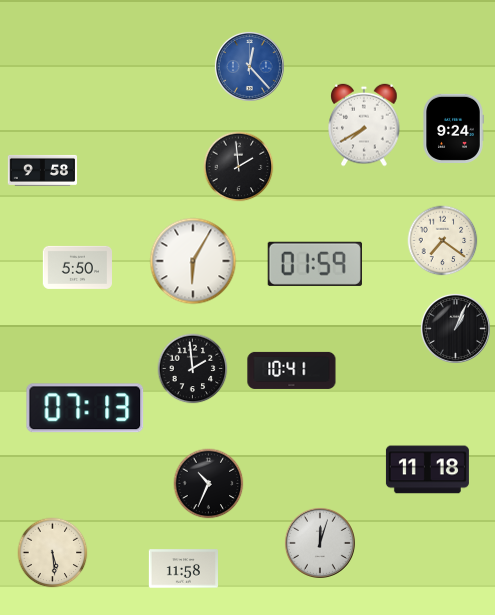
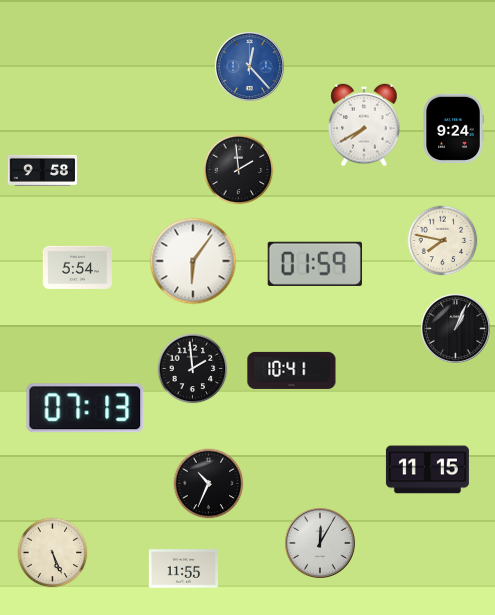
clock at (239, 167) position: (239, 167) -> (239, 170)
clock at (443, 241): 7:21 -> 7:47
clock at (193, 261): 6:05 -> 6:06
clock at (77, 267): 5:50 -> 5:54
clock at (427, 470): 11:18 -> 11:15
clock at (320, 543): 12:03 -> 12:05
clock at (53, 553): 5:29 -> 5:26
clock at (183, 569): 11:58 -> 11:55
